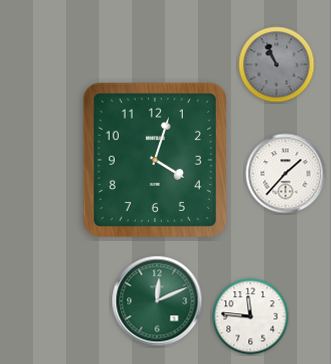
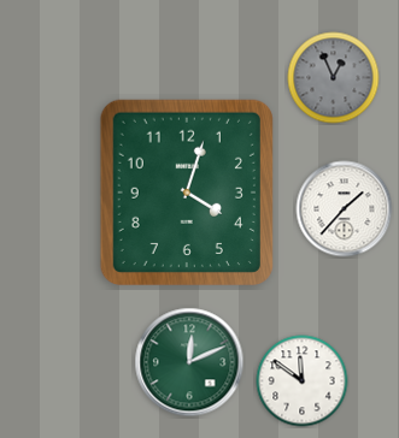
clock at (277, 65): 10:56 -> 12:56
clock at (251, 317): 11:46 -> 11:51
